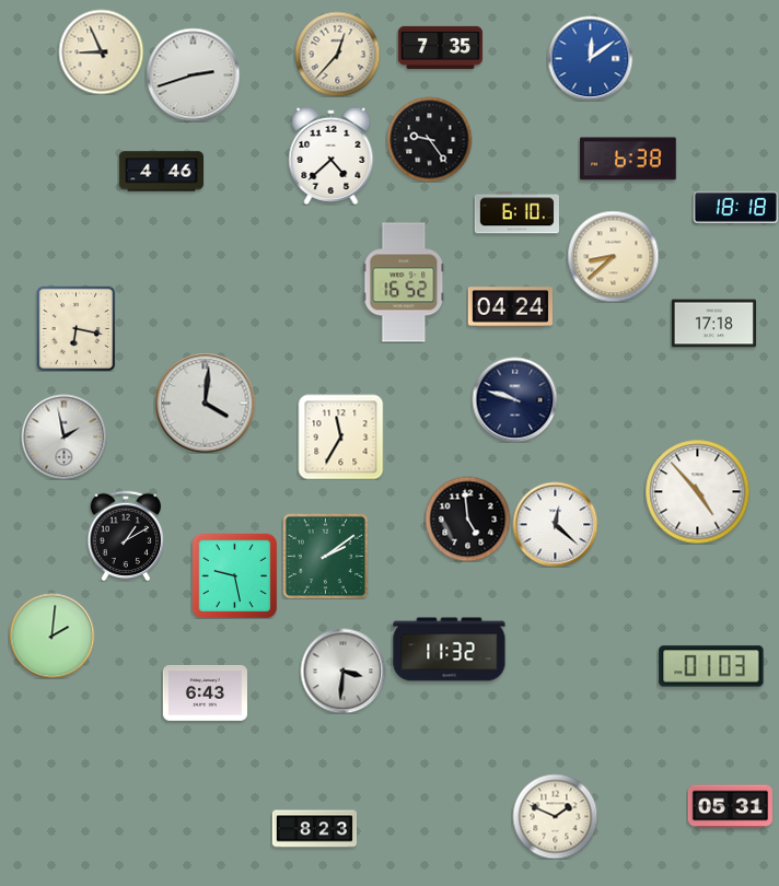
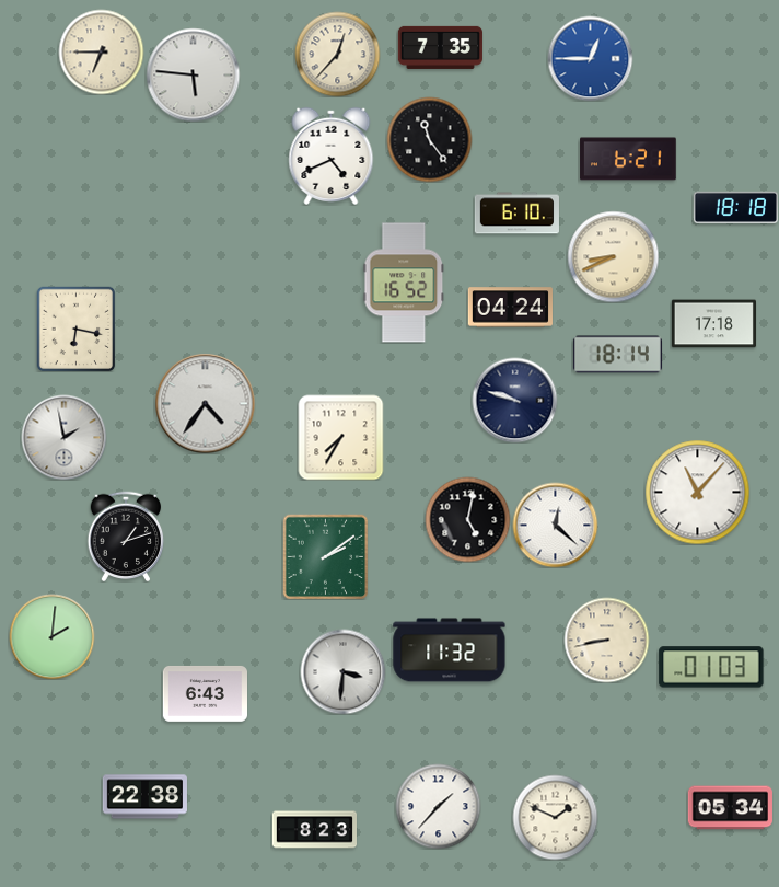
clock at (101, 51): 8:56 -> 6:45
clock at (590, 58): 12:09 -> 12:45
clock at (193, 74): 2:42 -> 5:46
clock at (429, 139): 9:24 -> 11:24
clock at (332, 155): 4:38 -> 4:41
clock at (628, 159): 6:38 -> 6:21
clock at (161, 172): 4:46 -> none
clock at (613, 256): 8:38 -> 8:41
clock at (617, 355): none -> 18:14
clock at (205, 403): 4:01 -> 4:36
clock at (340, 436): 11:35 -> 7:35
clock at (697, 491): 4:53 -> 11:07
clock at (467, 518): 4:59 -> 5:02
clock at (126, 536): 1:10 -> 1:12
clock at (234, 575): 9:28 -> none
clock at (606, 640): none -> 8:43
clock at (144, 797): none -> 22:38
clock at (438, 806): none -> 1:37
clock at (730, 807): 05:31 -> 05:34
